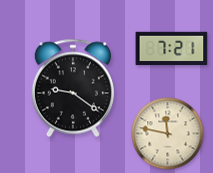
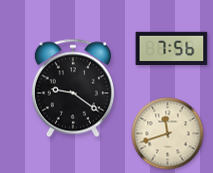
clock at (172, 49): 7:21 -> 7:56
clock at (168, 134): 11:47 -> 11:42
